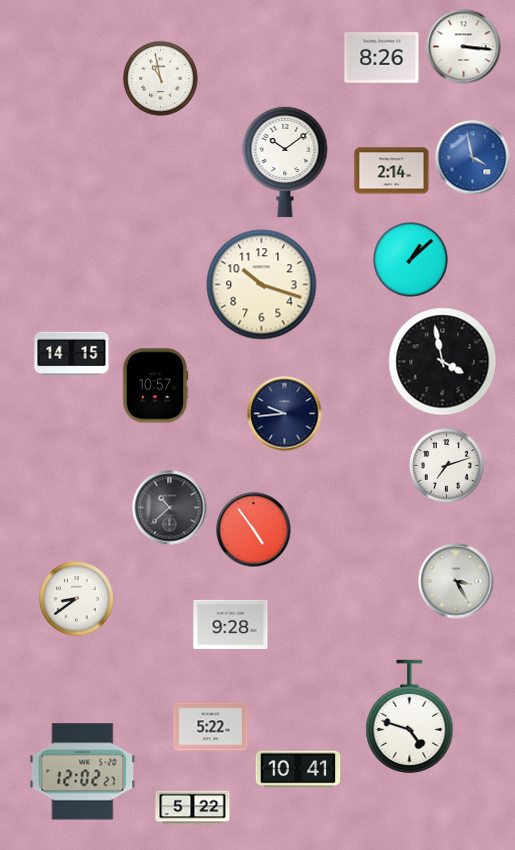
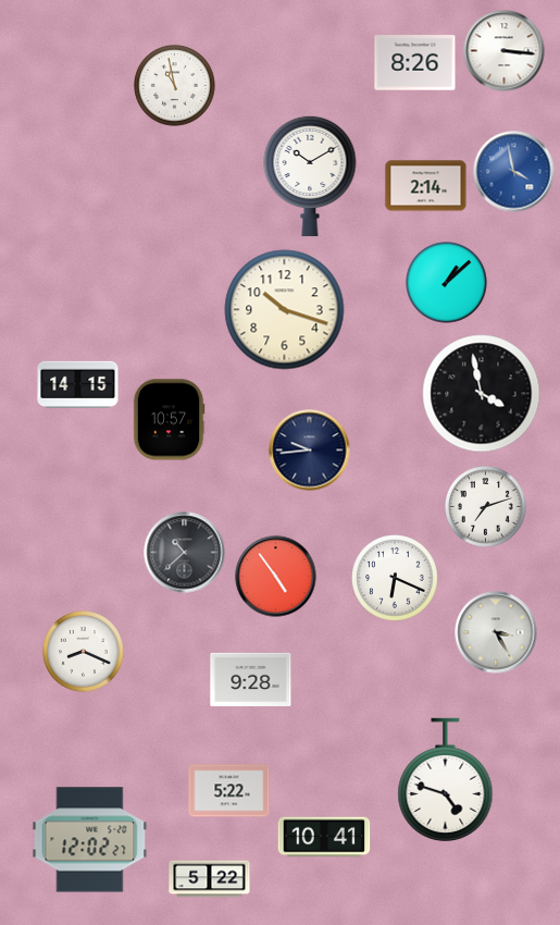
clock at (285, 162): 10:09 -> 10:10
clock at (395, 578): none -> 6:19
clock at (77, 599): 8:39 -> 8:19
